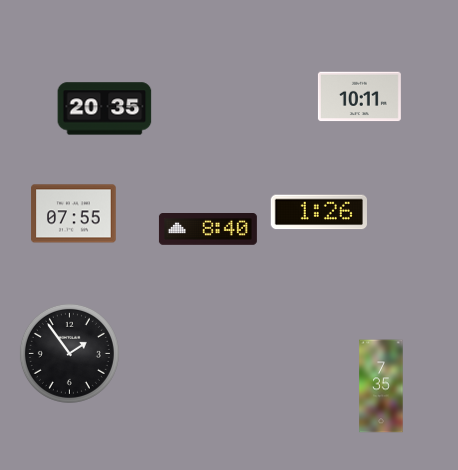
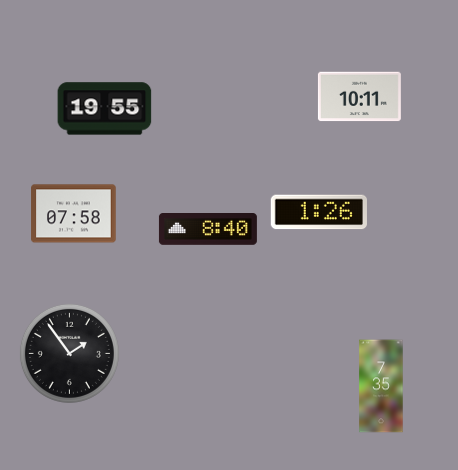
clock at (105, 109): 20:35 -> 19:55
clock at (74, 214): 07:55 -> 07:58
